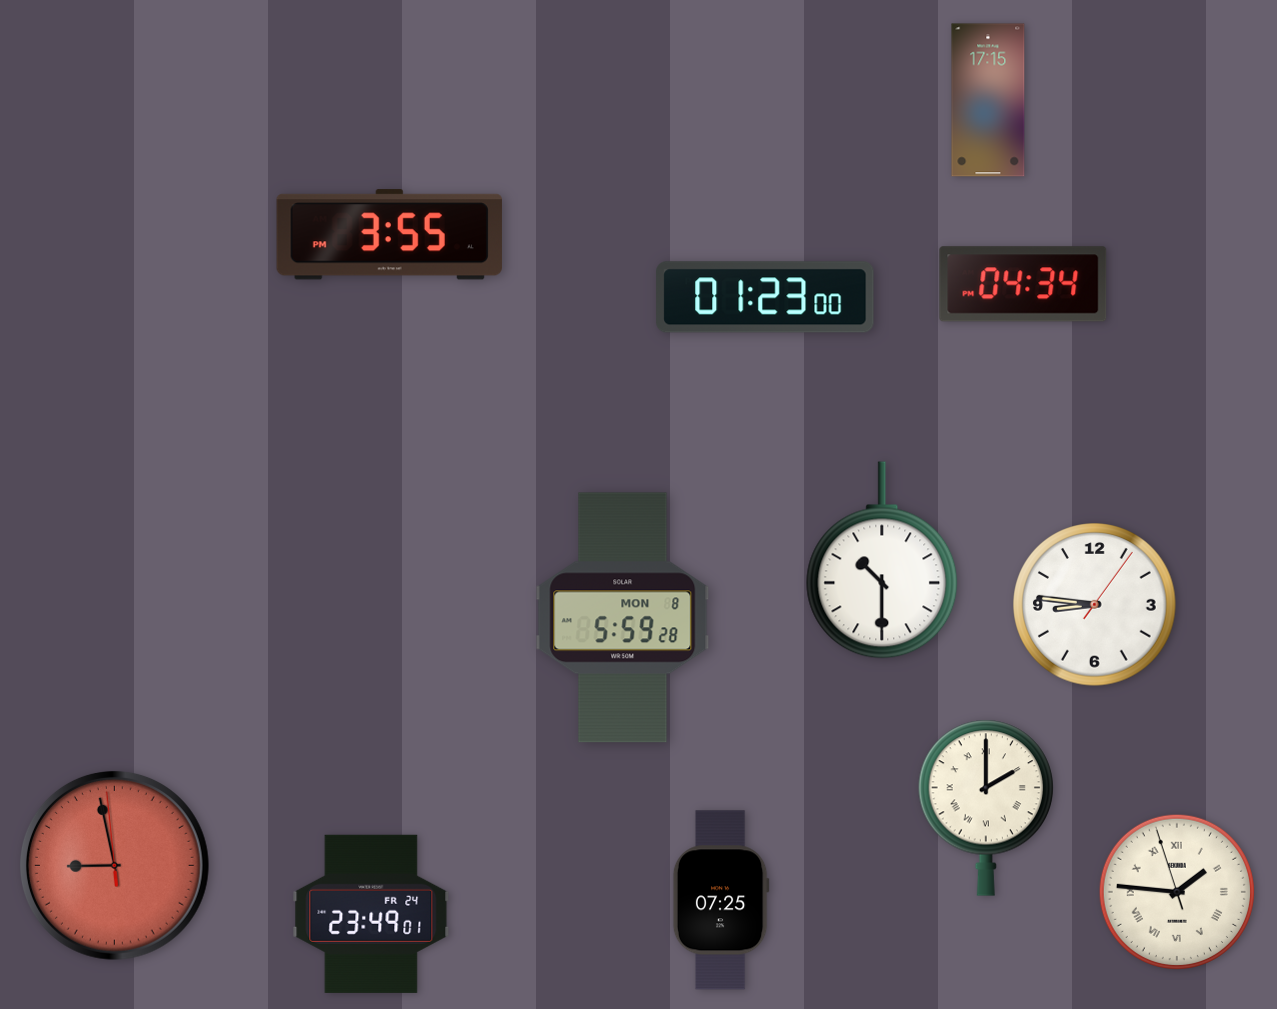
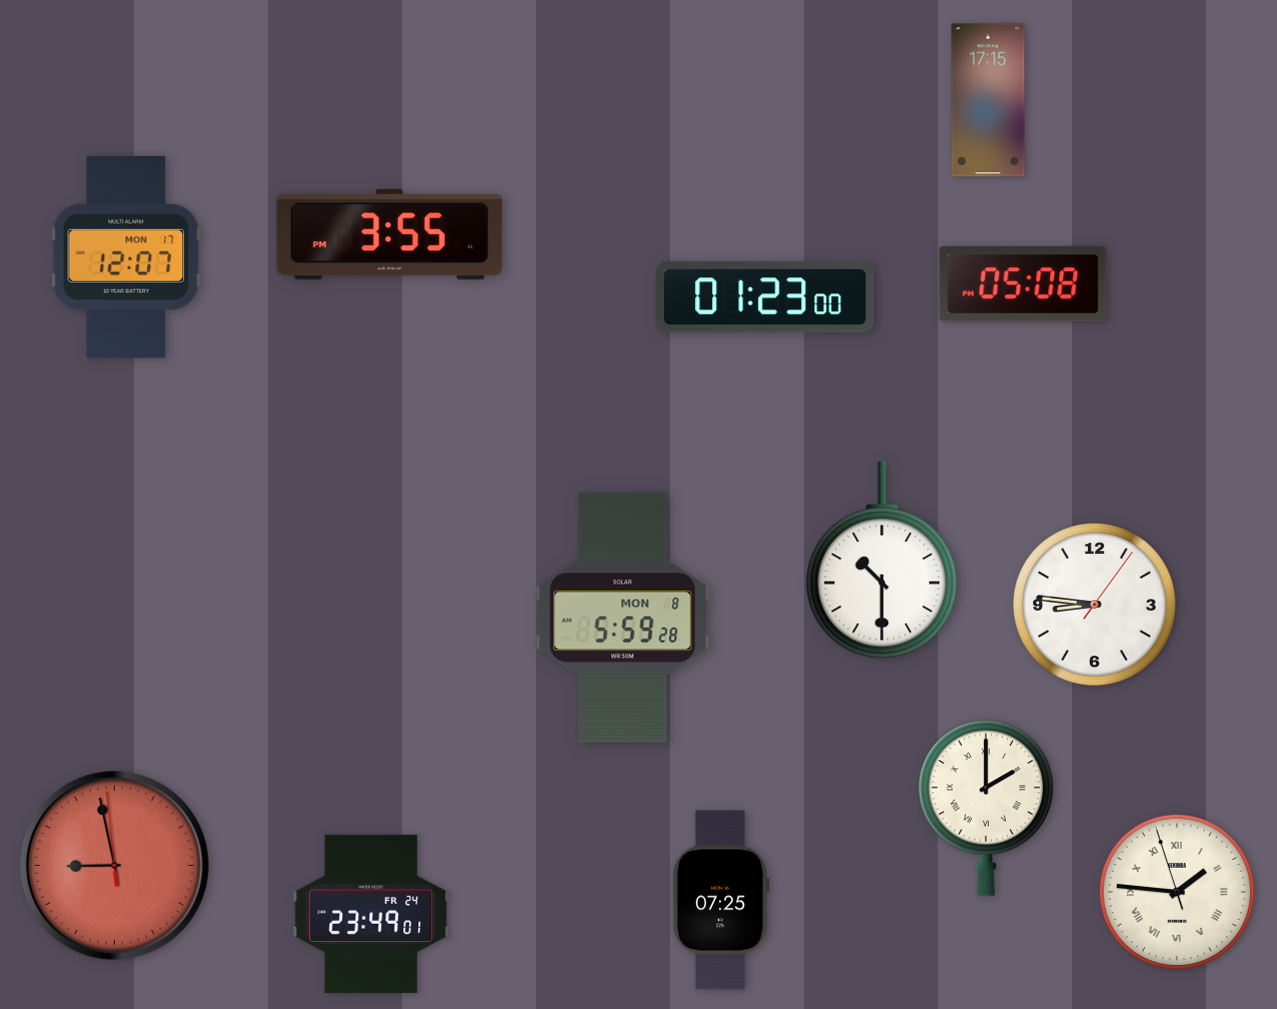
clock at (126, 257): none -> 12:07
clock at (1023, 284): 04:34 -> 05:08
